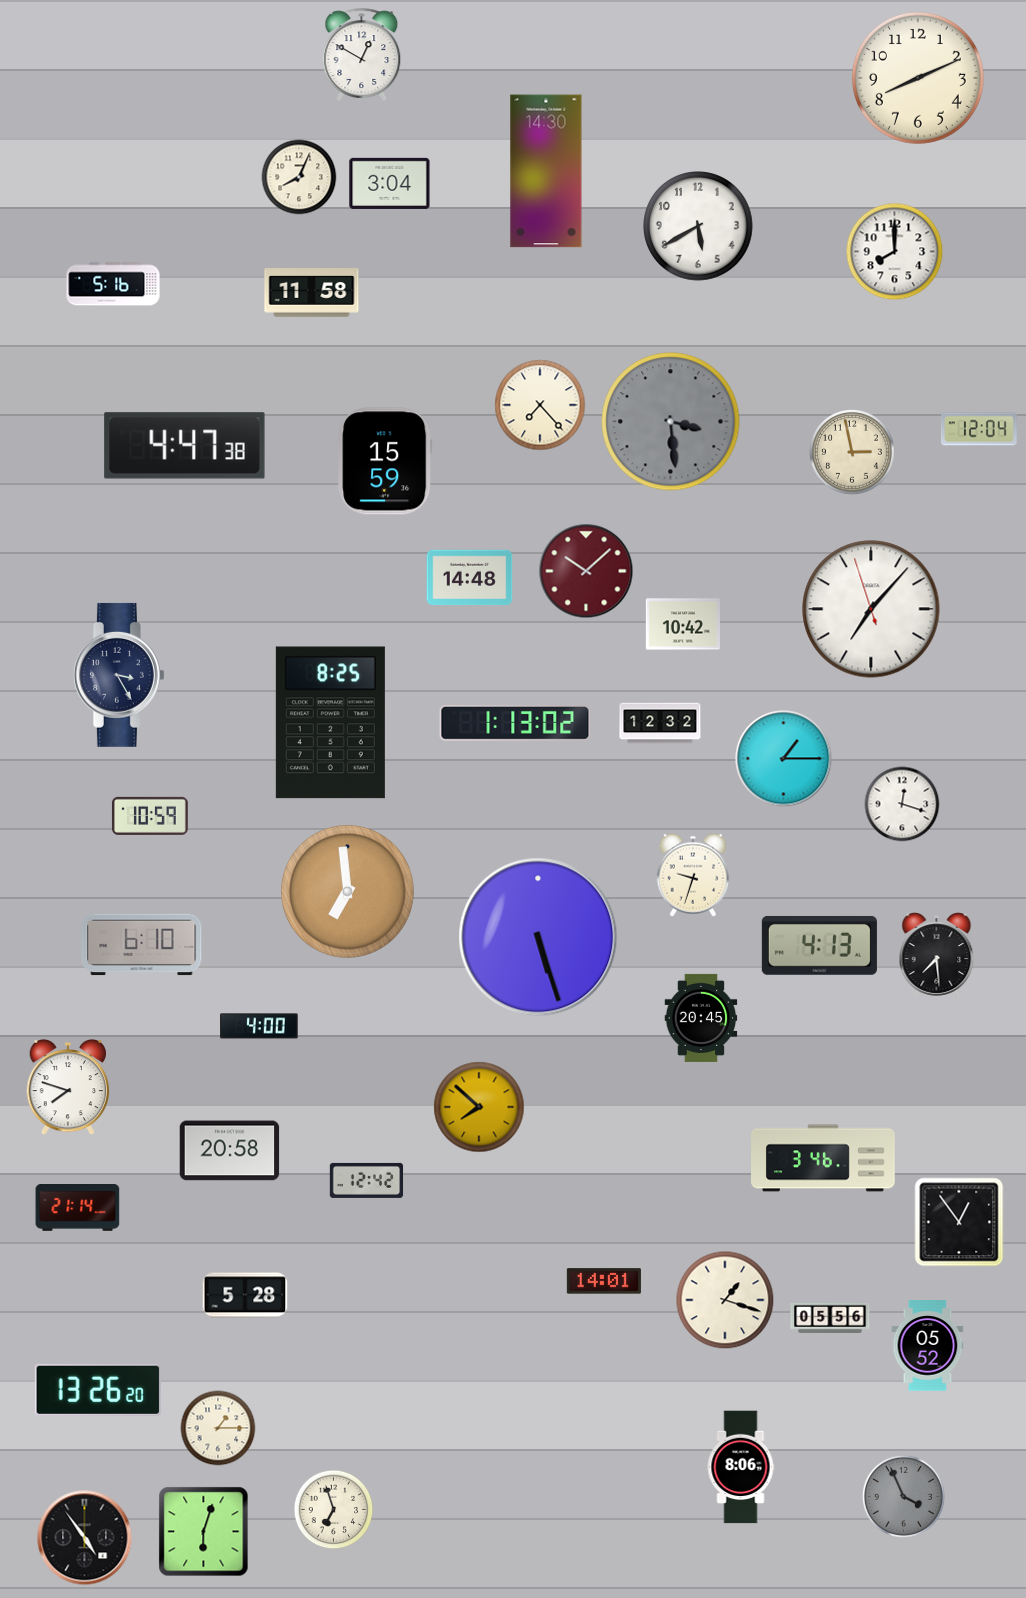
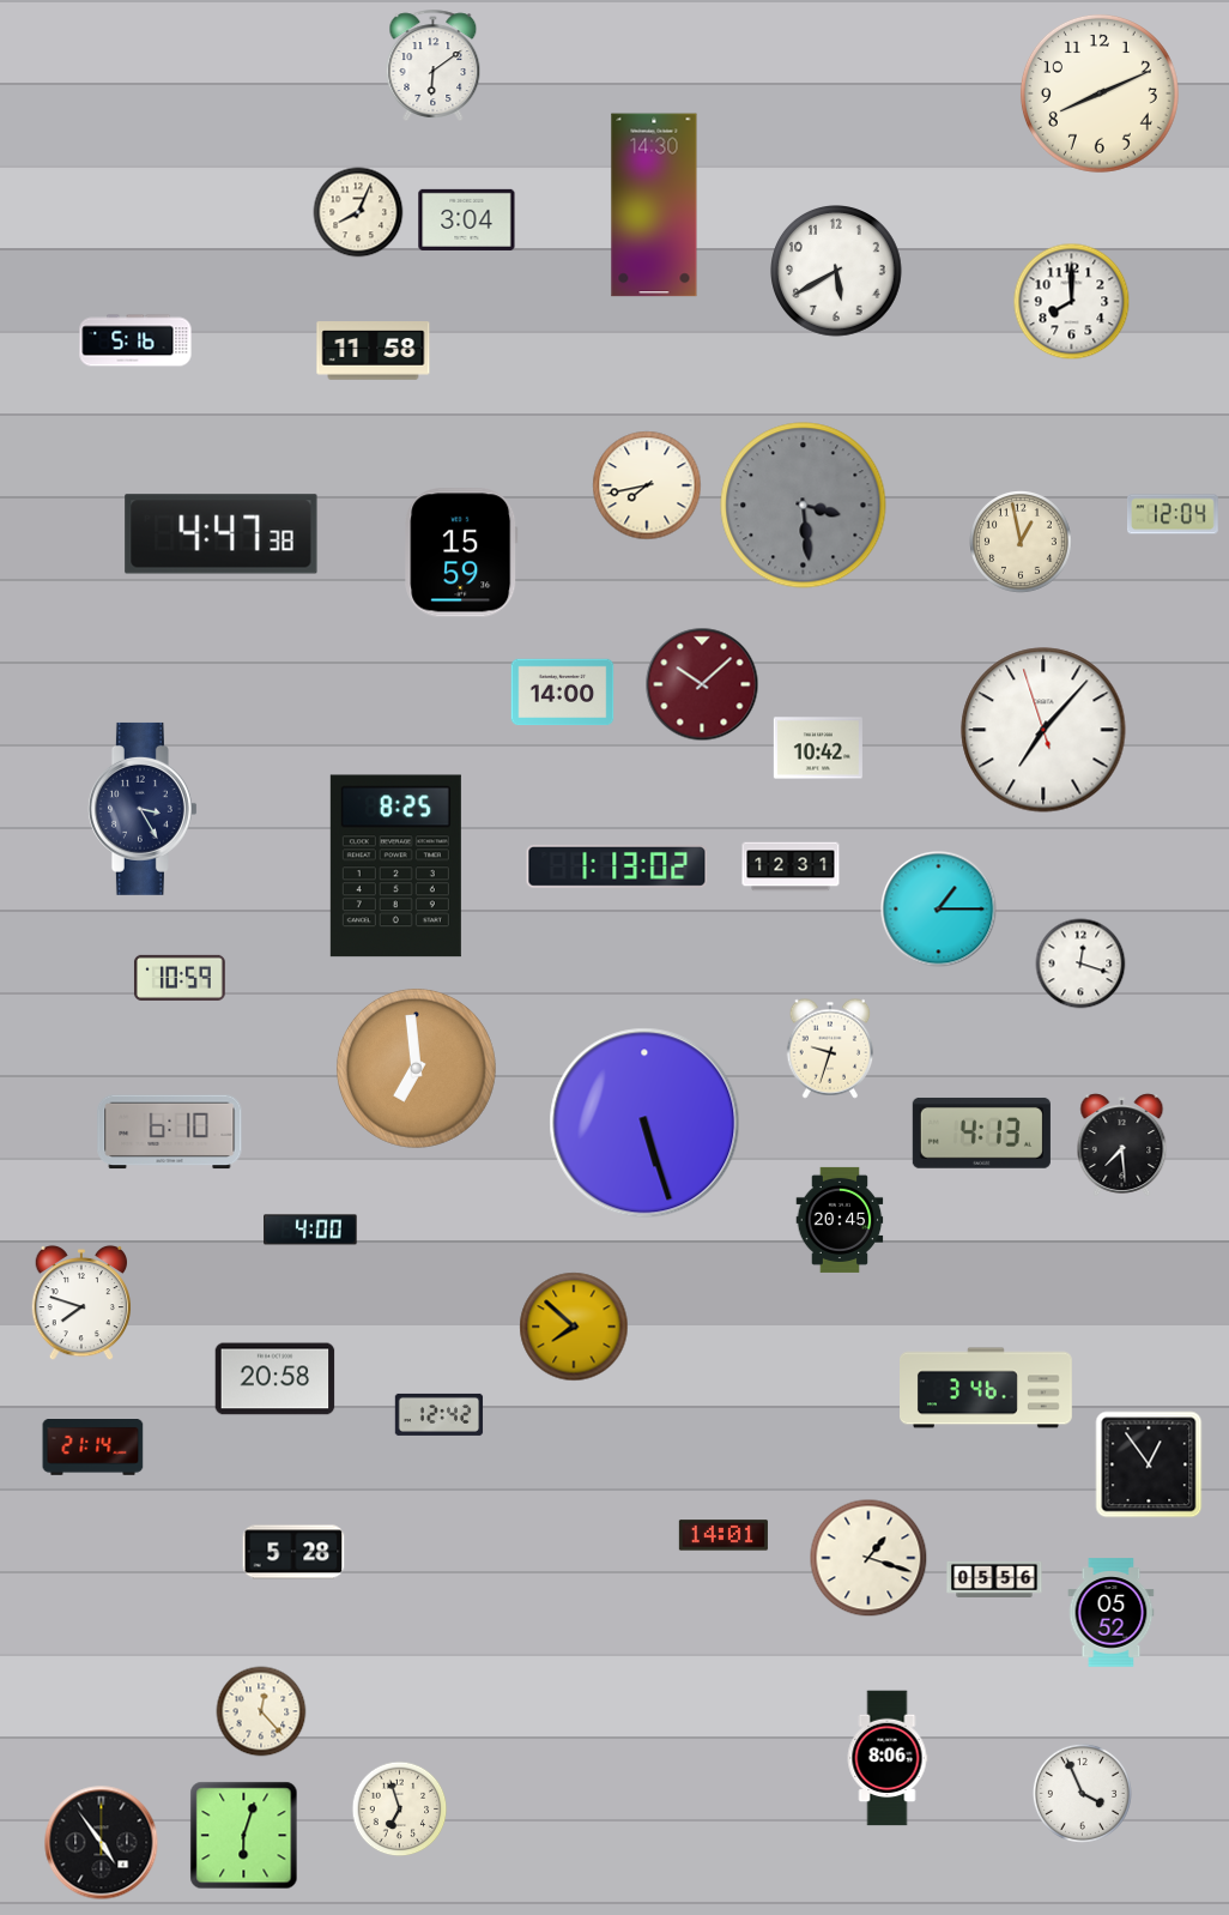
clock at (362, 54): 12:50 -> 6:09
clock at (540, 405): 7:23 -> 7:43
clock at (853, 453): 2:58 -> 12:58
clock at (470, 578): 14:48 -> 14:00
clock at (660, 723): 12:32 -> 12:31
clock at (98, 1390): 13:26 -> none
clock at (218, 1428): 1:15 -> 12:23
clock at (903, 1496) dial: grey -> white
